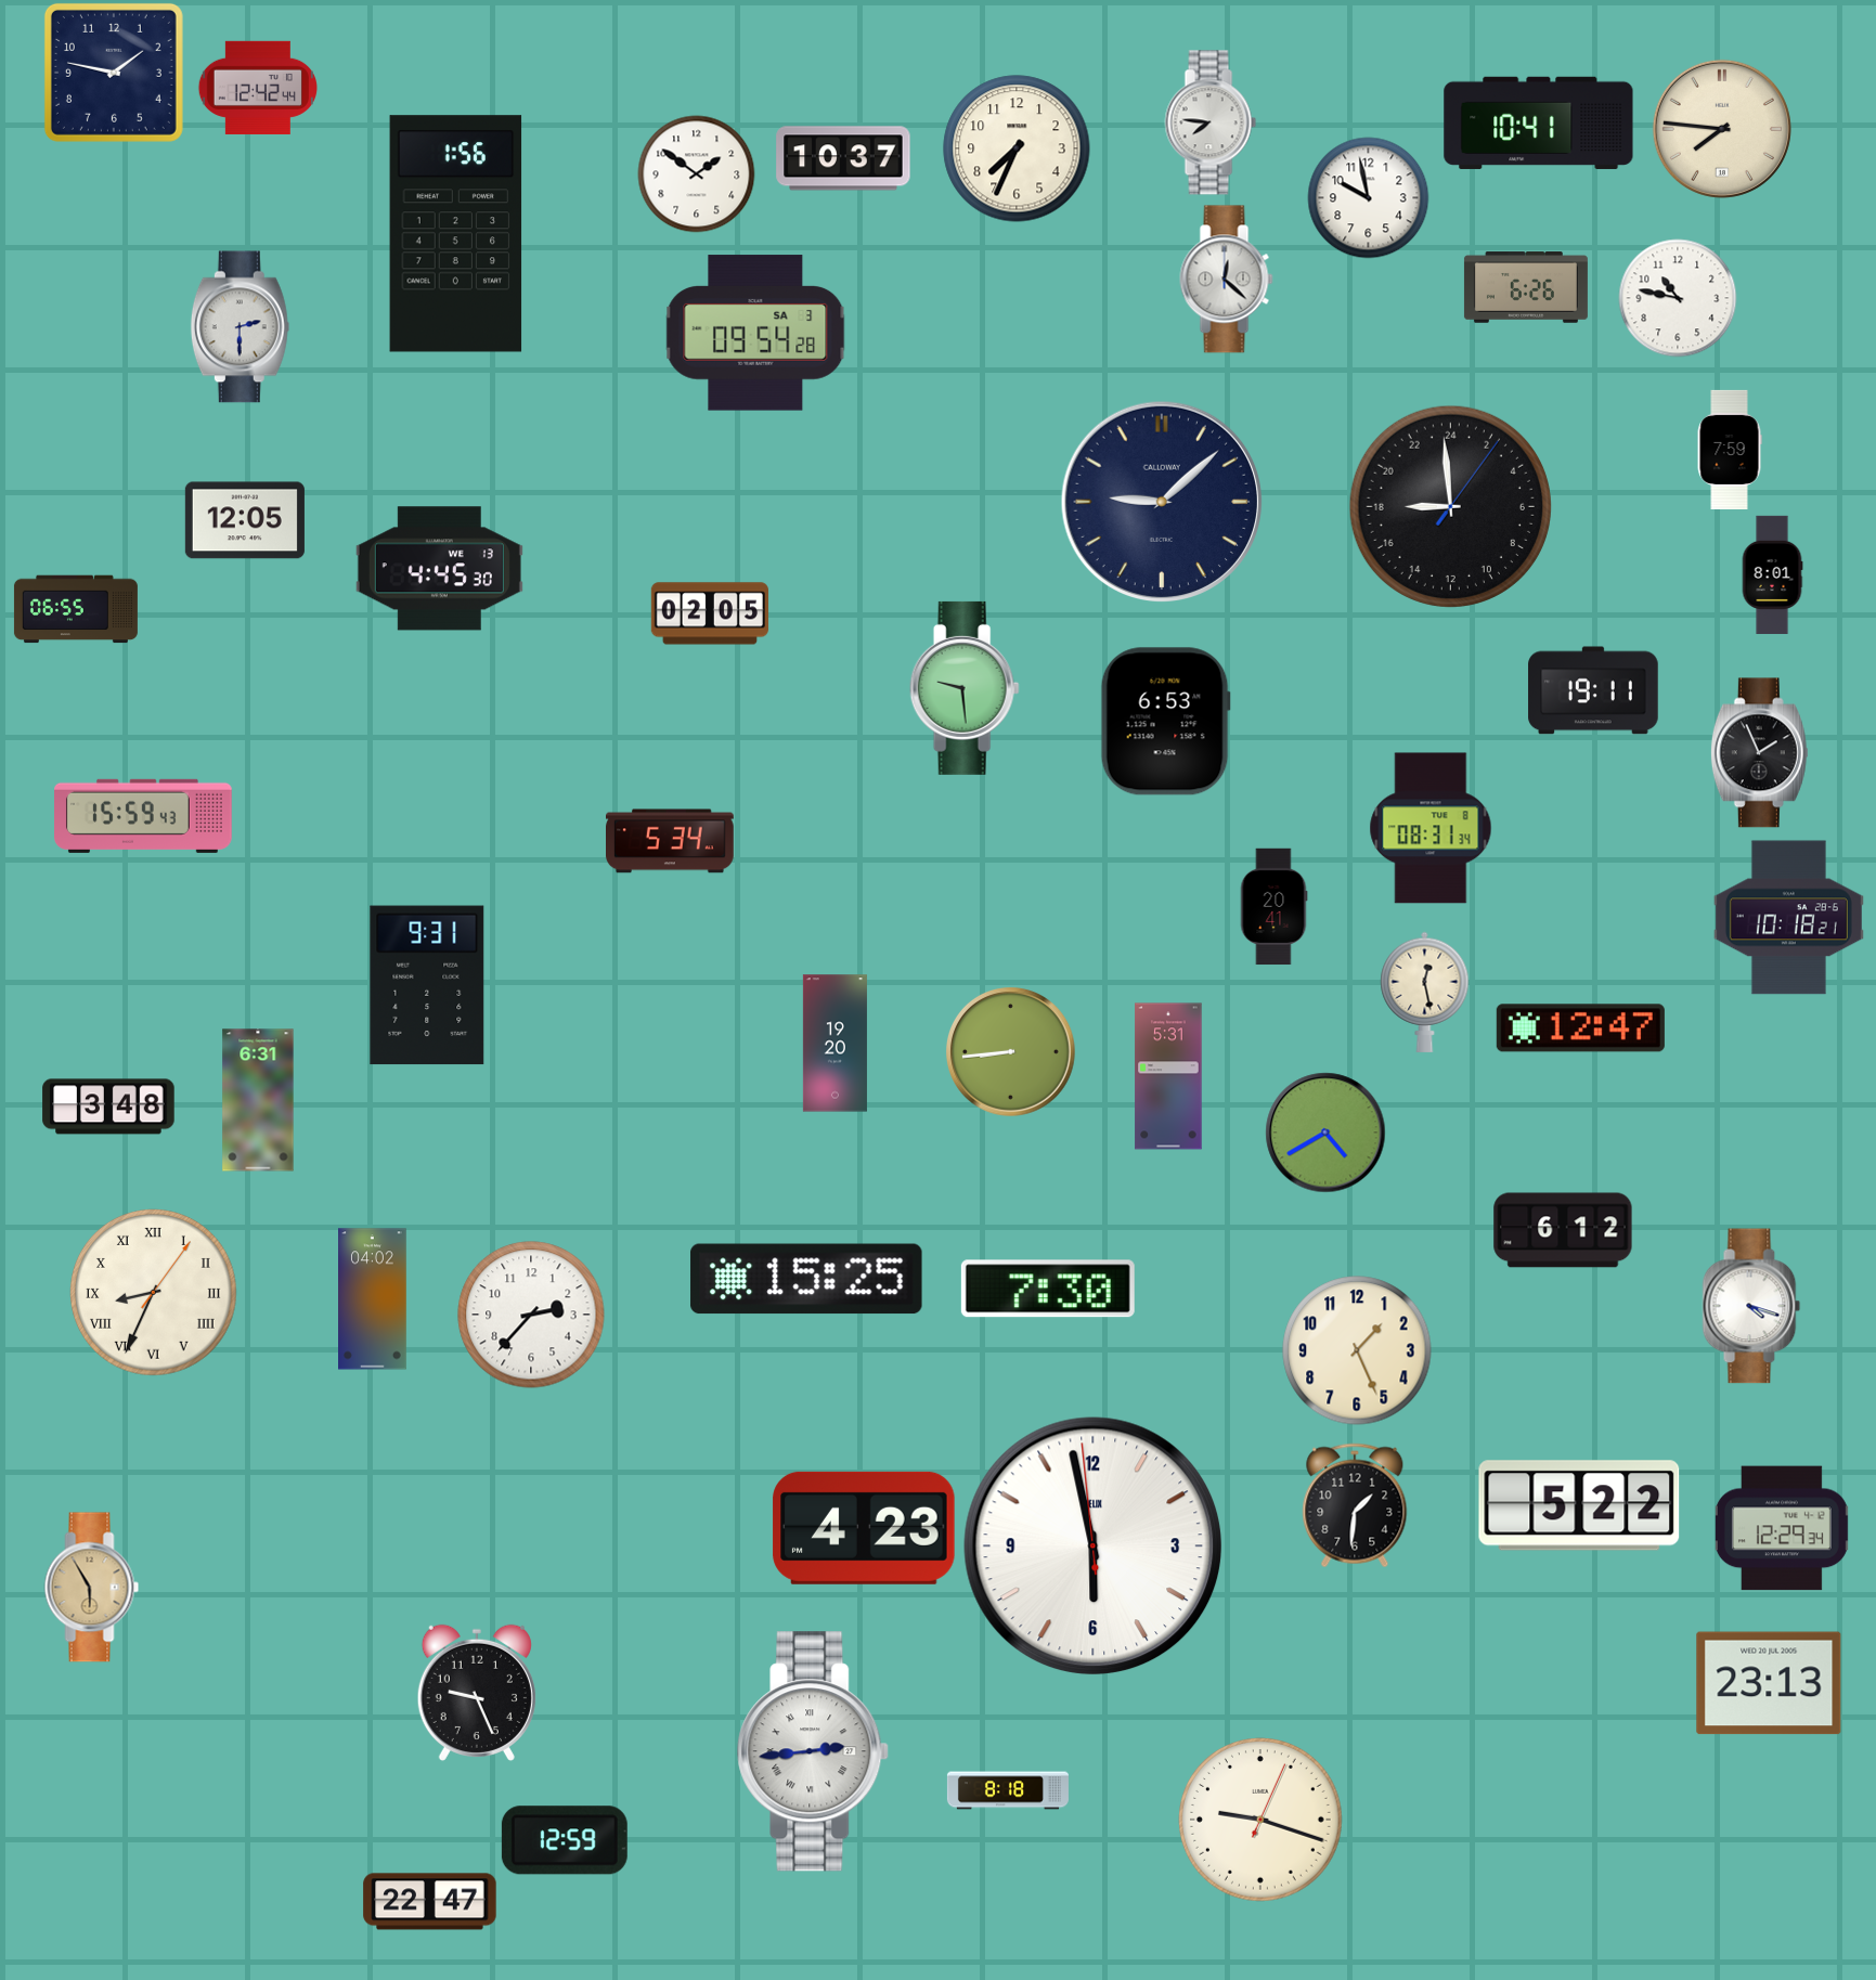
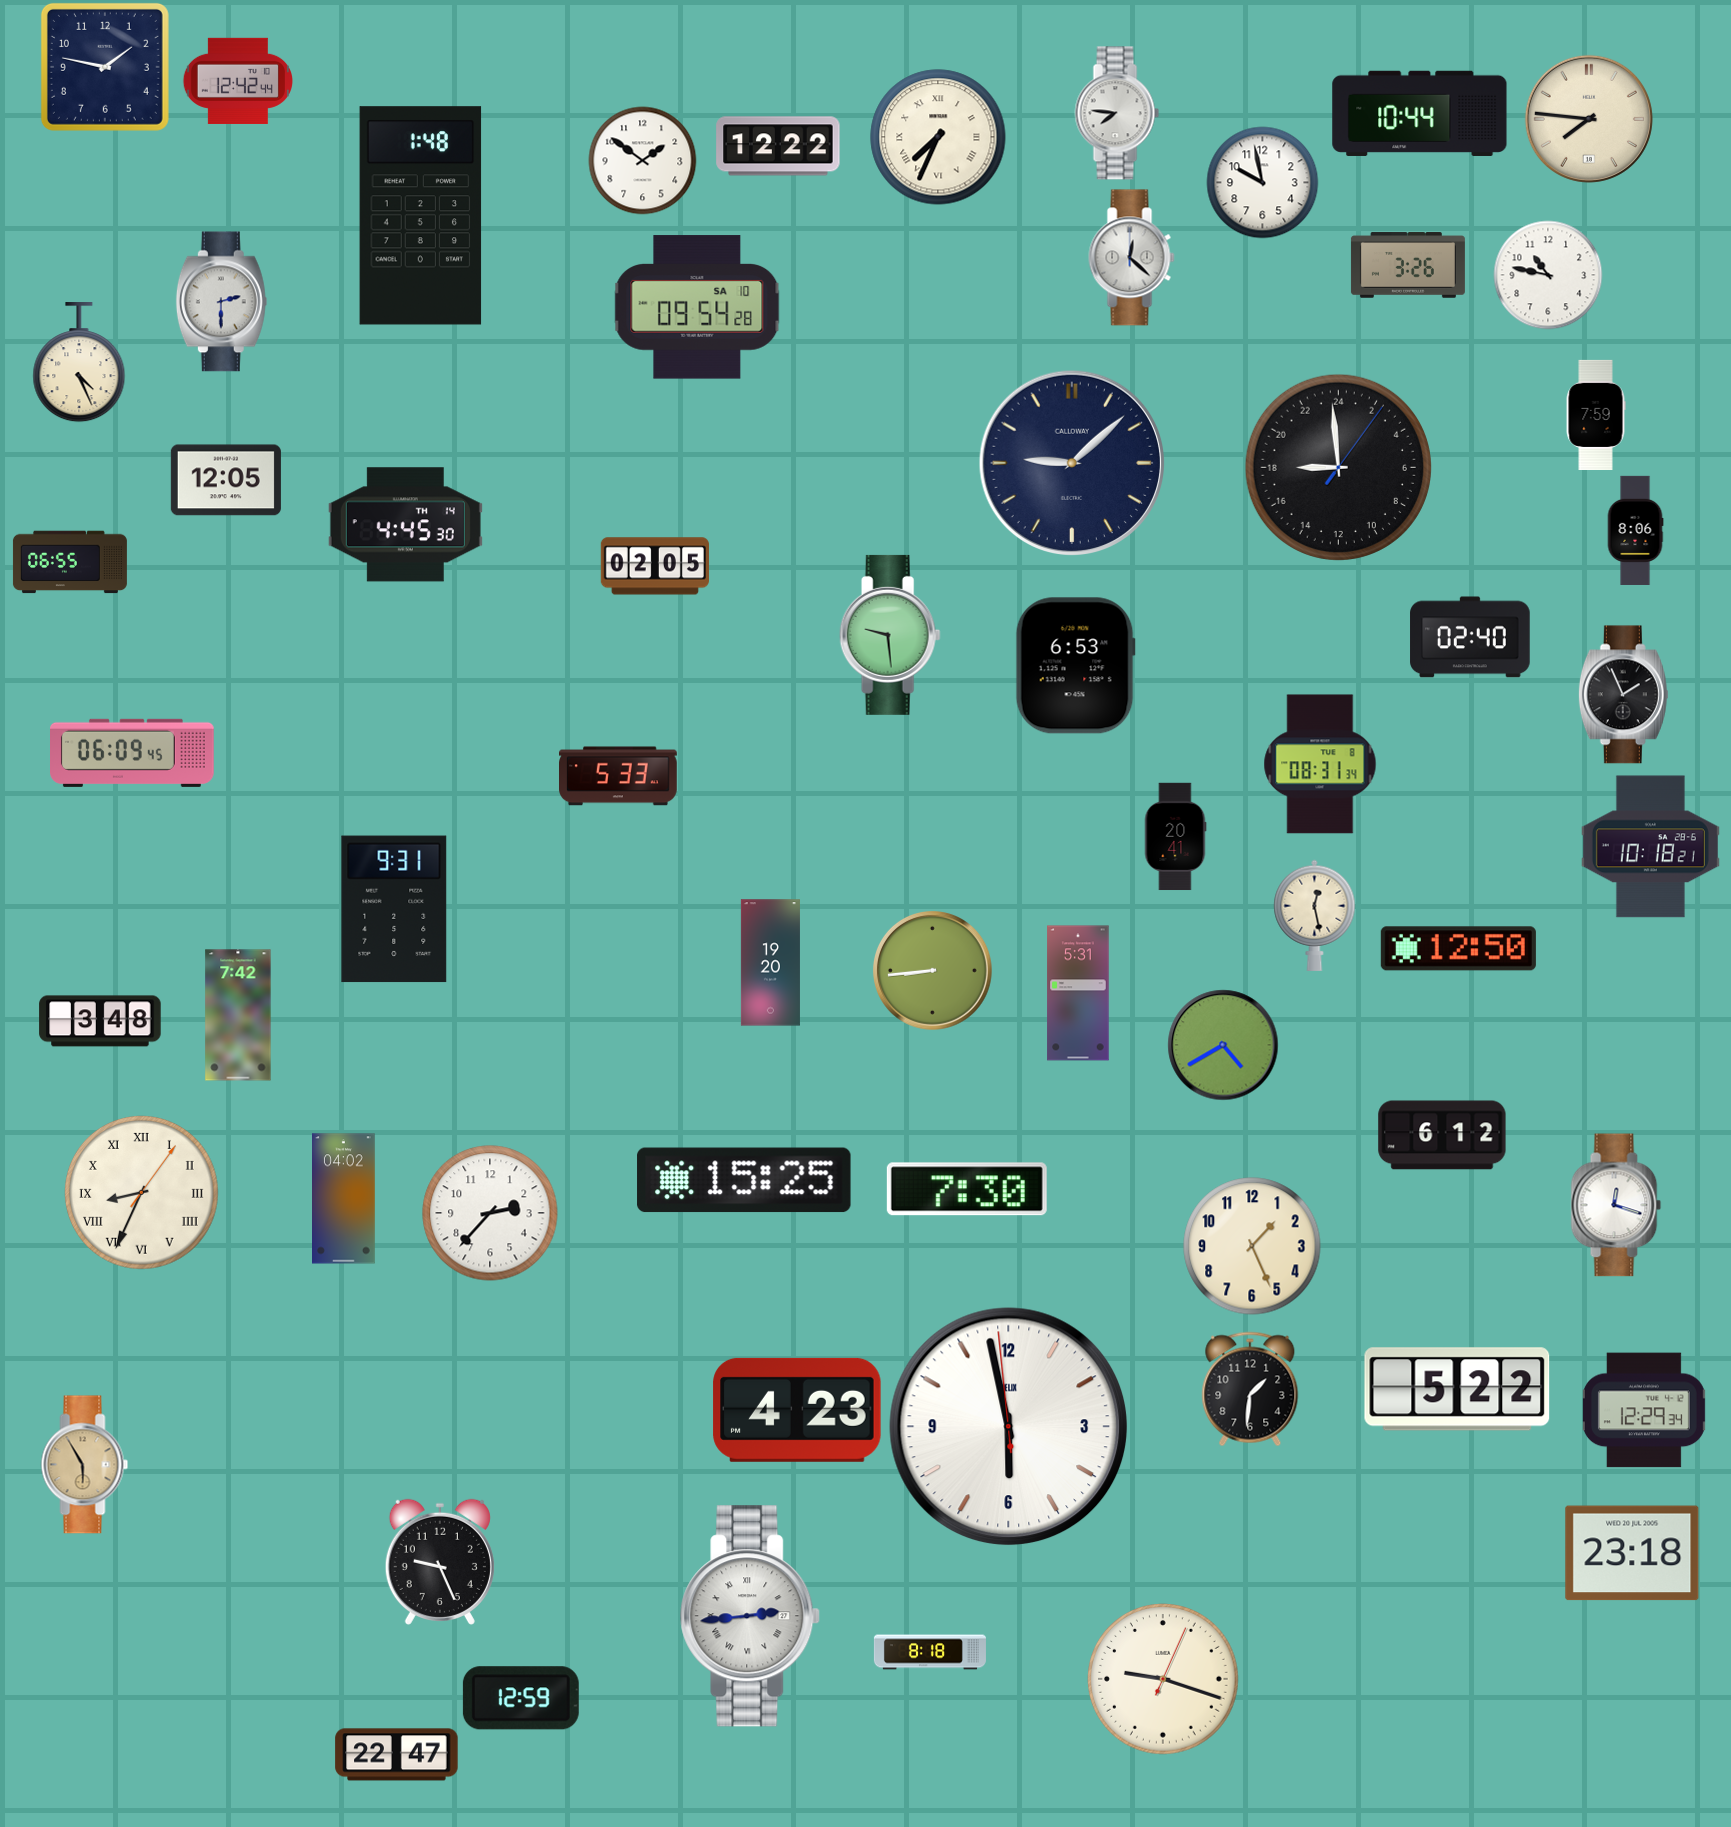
clock at (1539, 122): 10:41 -> 10:44
clock at (1017, 148) numerals: Arabic -> Roman
clock at (843, 158): 10:37 -> 12:22
clock at (456, 234): 1:56 -> 1:48
clock at (1526, 287): 6:26 -> 3:26
clock at (755, 333) date: SA 3 -> SA 10
clock at (79, 363): none -> 4:26
clock at (439, 569) date: WE 13 -> TH 14
clock at (1772, 574): 8:01 -> 8:06
clock at (1593, 690): 19:11 -> 02:40
clock at (144, 816): 15:59 -> 06:09
clock at (671, 841): 5:34 -> 5:33
clock at (1580, 1028): 12:47 -> 12:50
clock at (258, 1100): 6:31 -> 7:42
clock at (1751, 1306): 4:18 -> 12:18
clock at (1769, 1683): 23:13 -> 23:18
